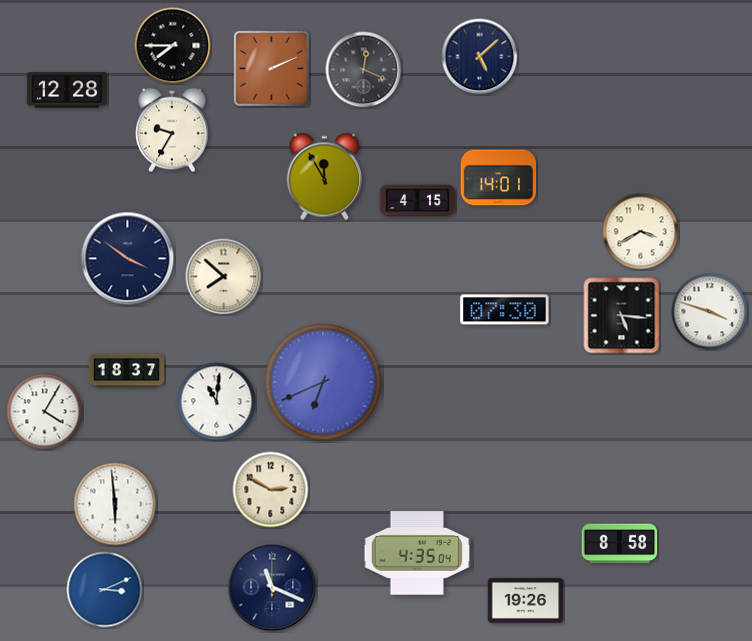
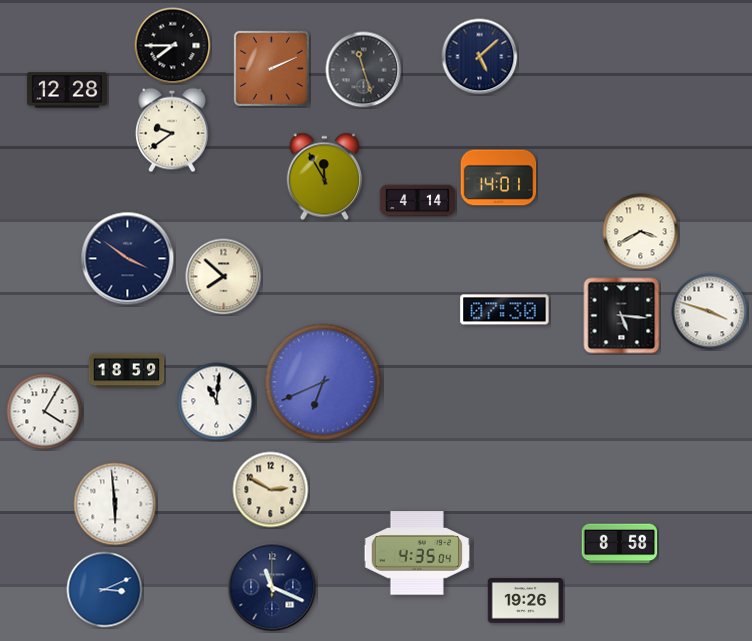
clock at (364, 70): 12:19 -> 11:27
clock at (173, 130): 9:35 -> 9:39
clock at (418, 201): 4:15 -> 4:14
clock at (127, 371): 18:37 -> 18:59
